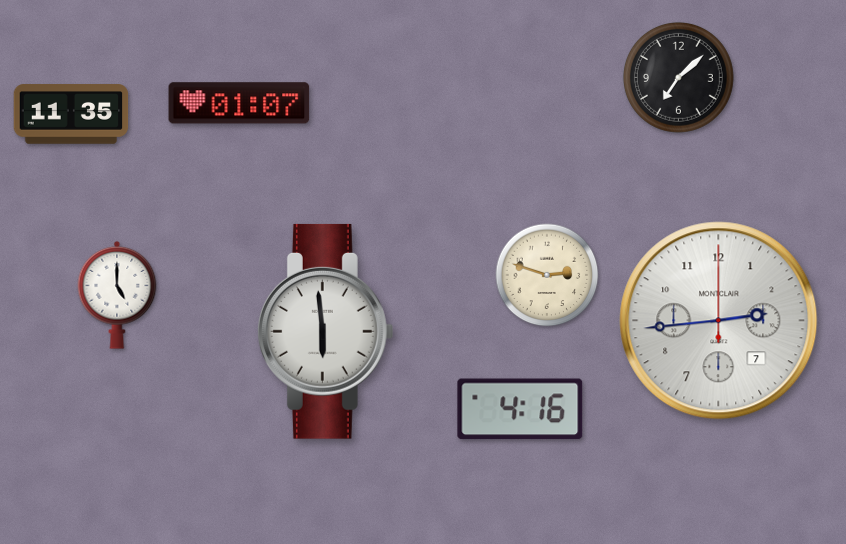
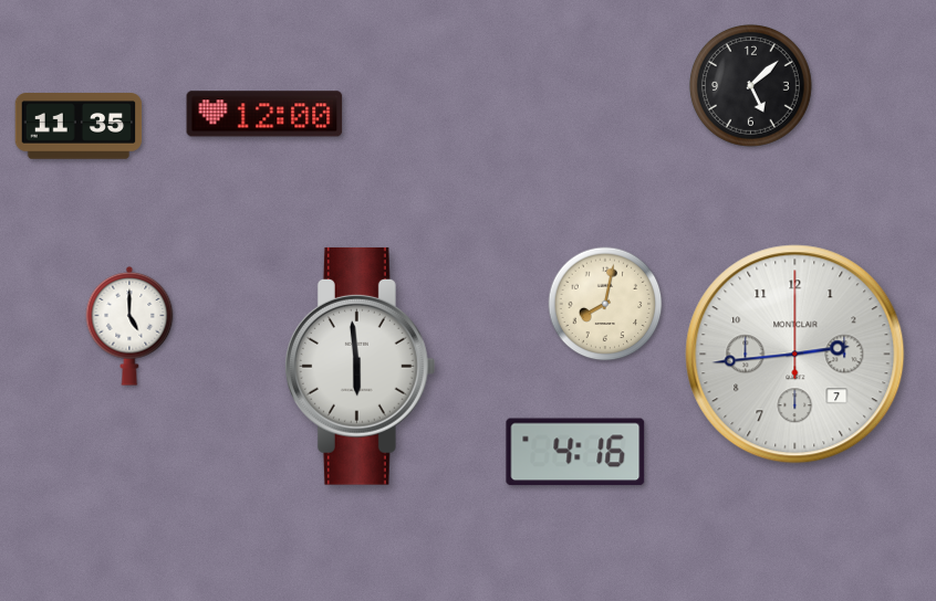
clock at (678, 77): 7:08 -> 5:08
clock at (239, 103): 01:07 -> 12:00
clock at (547, 275): 2:48 -> 8:02
